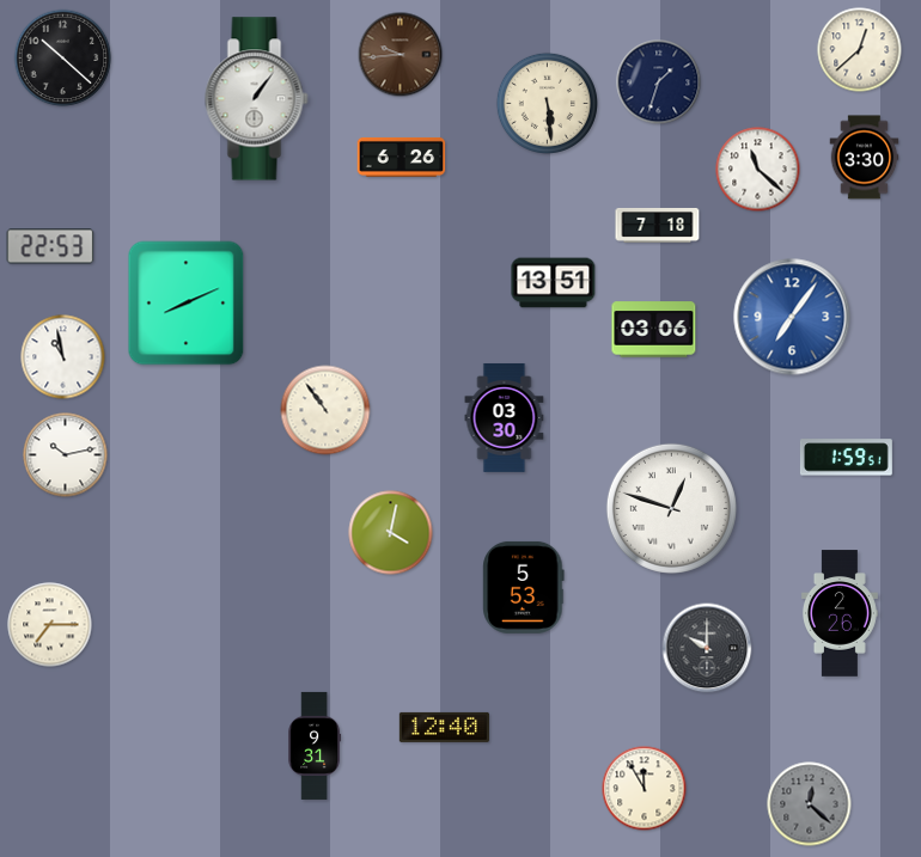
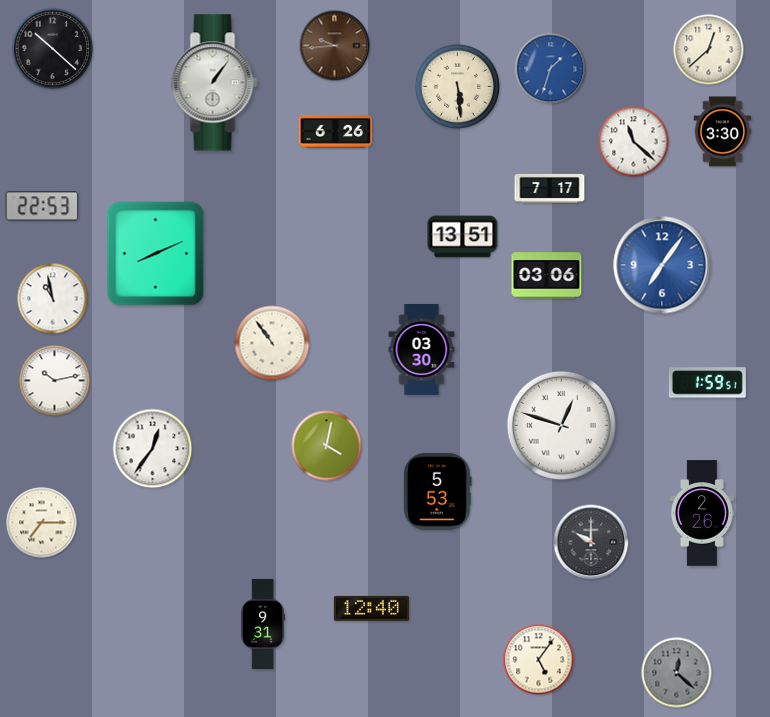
clock at (860, 50) position: (860, 50) -> (709, 50)
clock at (659, 82) dial: navy -> blue
clock at (658, 226): 7:18 -> 7:17
clock at (153, 449): none -> 12:36
clock at (645, 789): 11:55 -> 5:06
